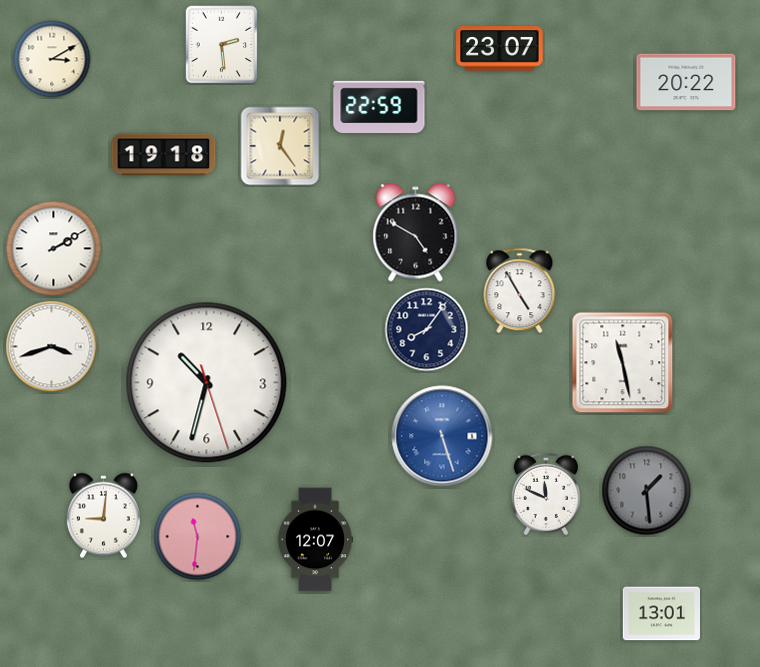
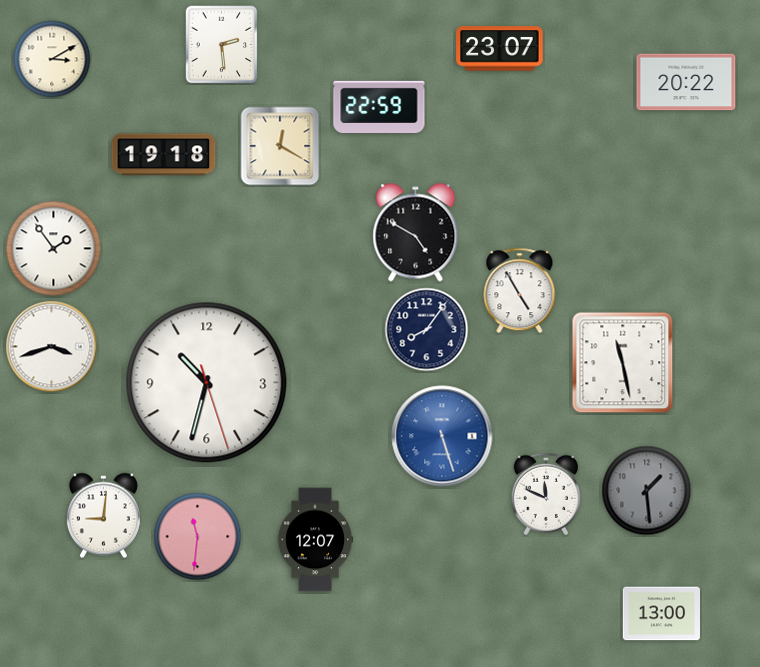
clock at (280, 146): 12:24 -> 12:20
clock at (54, 249): 2:10 -> 1:54
clock at (661, 614): 13:01 -> 13:00
